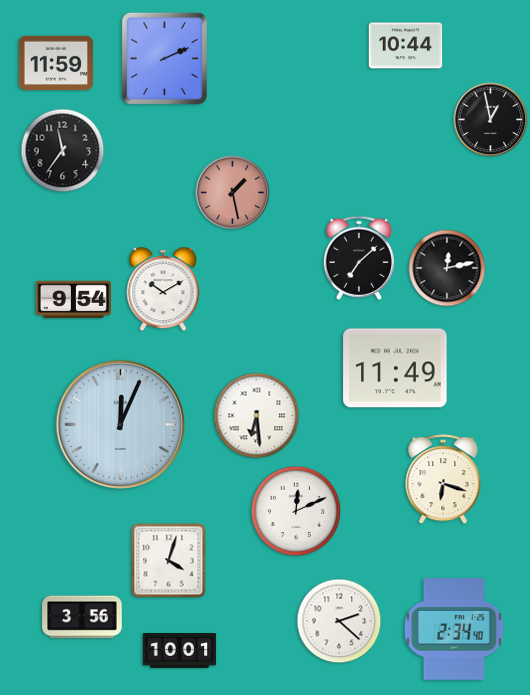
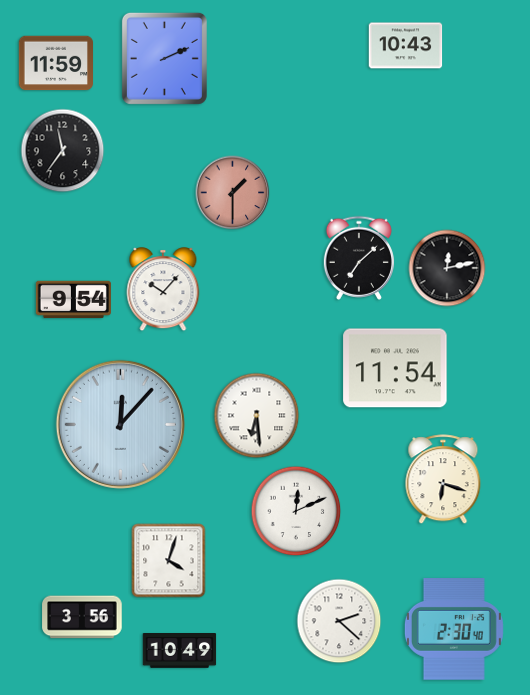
clock at (406, 46): 10:44 -> 10:43
clock at (491, 120): 12:58 -> none
clock at (233, 193): 1:28 -> 1:30
clock at (163, 290): 10:10 -> 10:07
clock at (395, 368): 11:49 -> 11:54
clock at (120, 424): 12:04 -> 12:07
clock at (454, 629): 2:34 -> 2:30
clock at (180, 651): 10:01 -> 10:49
